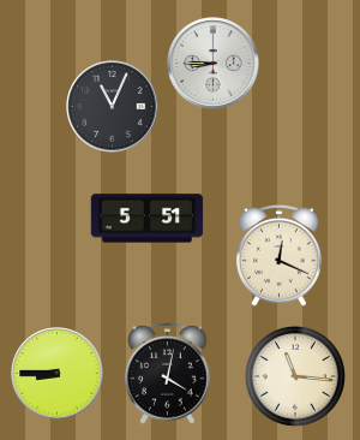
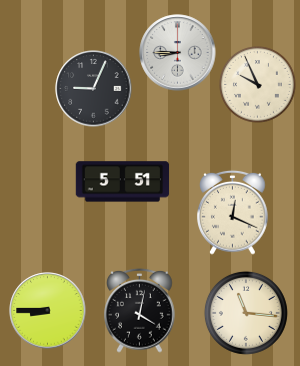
clock at (258, 85): none -> 9:56
clock at (113, 107): 11:04 -> 9:04
